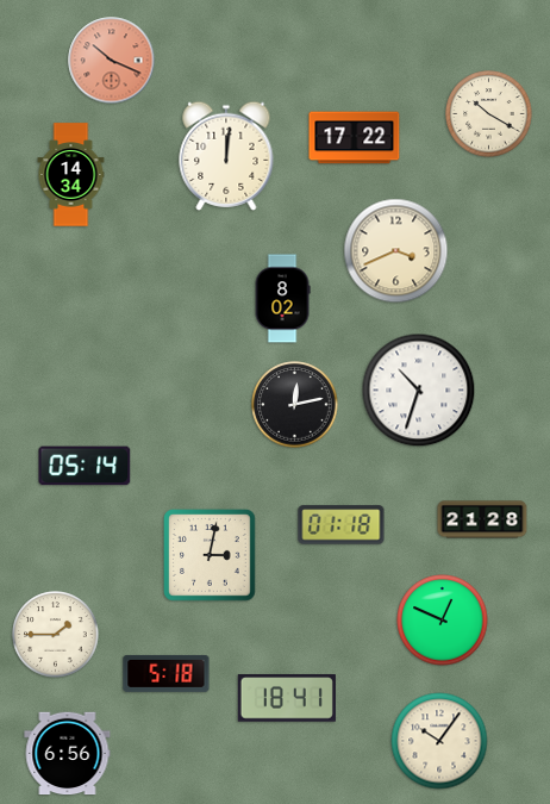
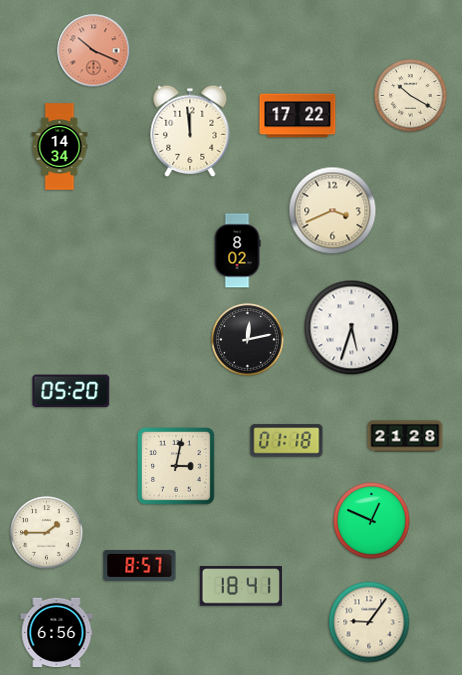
clock at (226, 156): 12:01 -> 11:59
clock at (419, 391): 10:33 -> 5:33
clock at (85, 466): 05:14 -> 05:20
clock at (167, 673): 5:18 -> 8:57
clock at (439, 741): 10:06 -> 9:06
